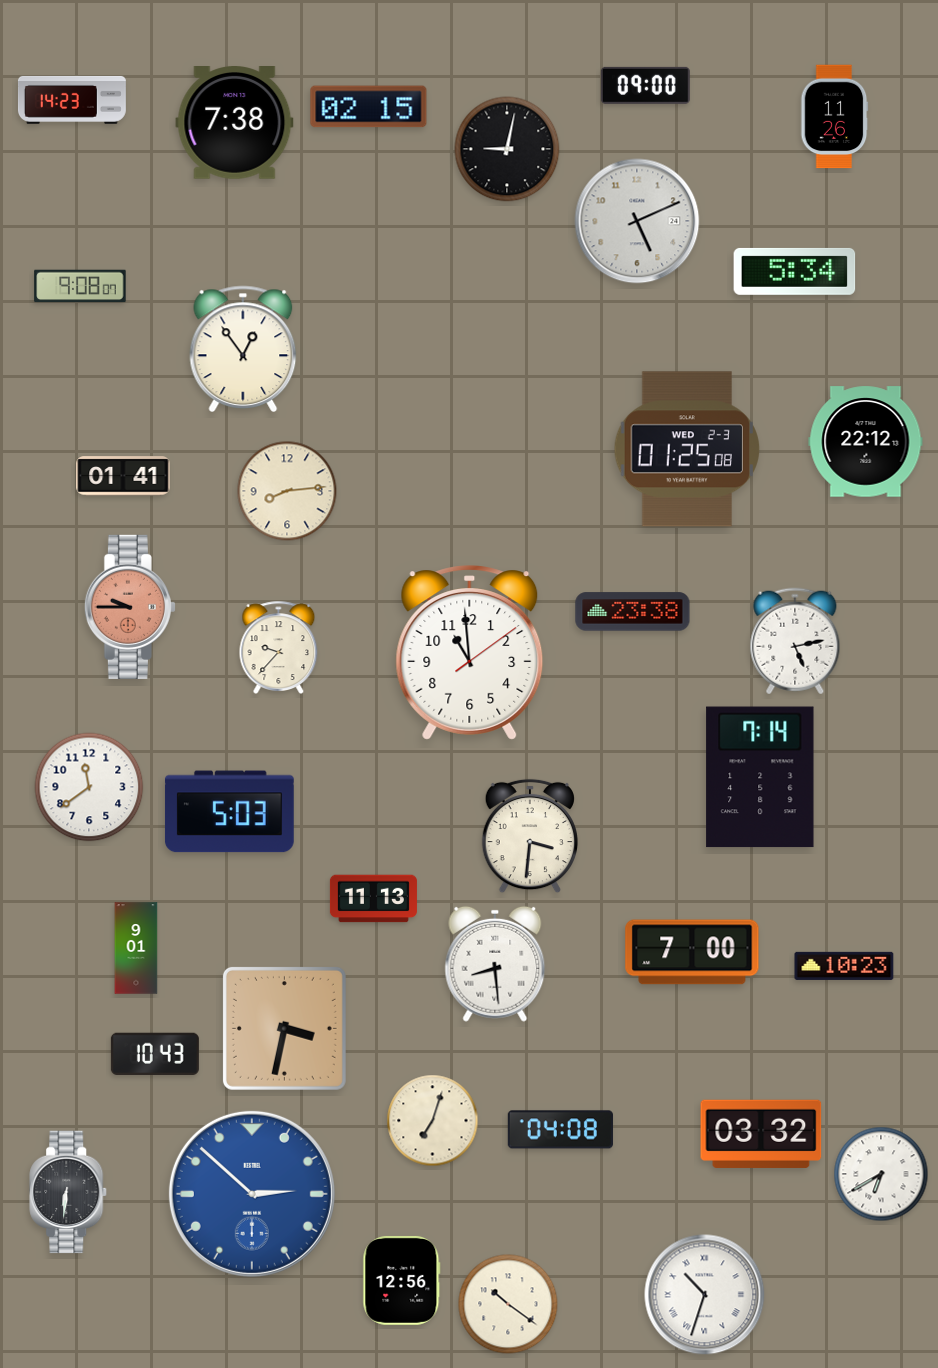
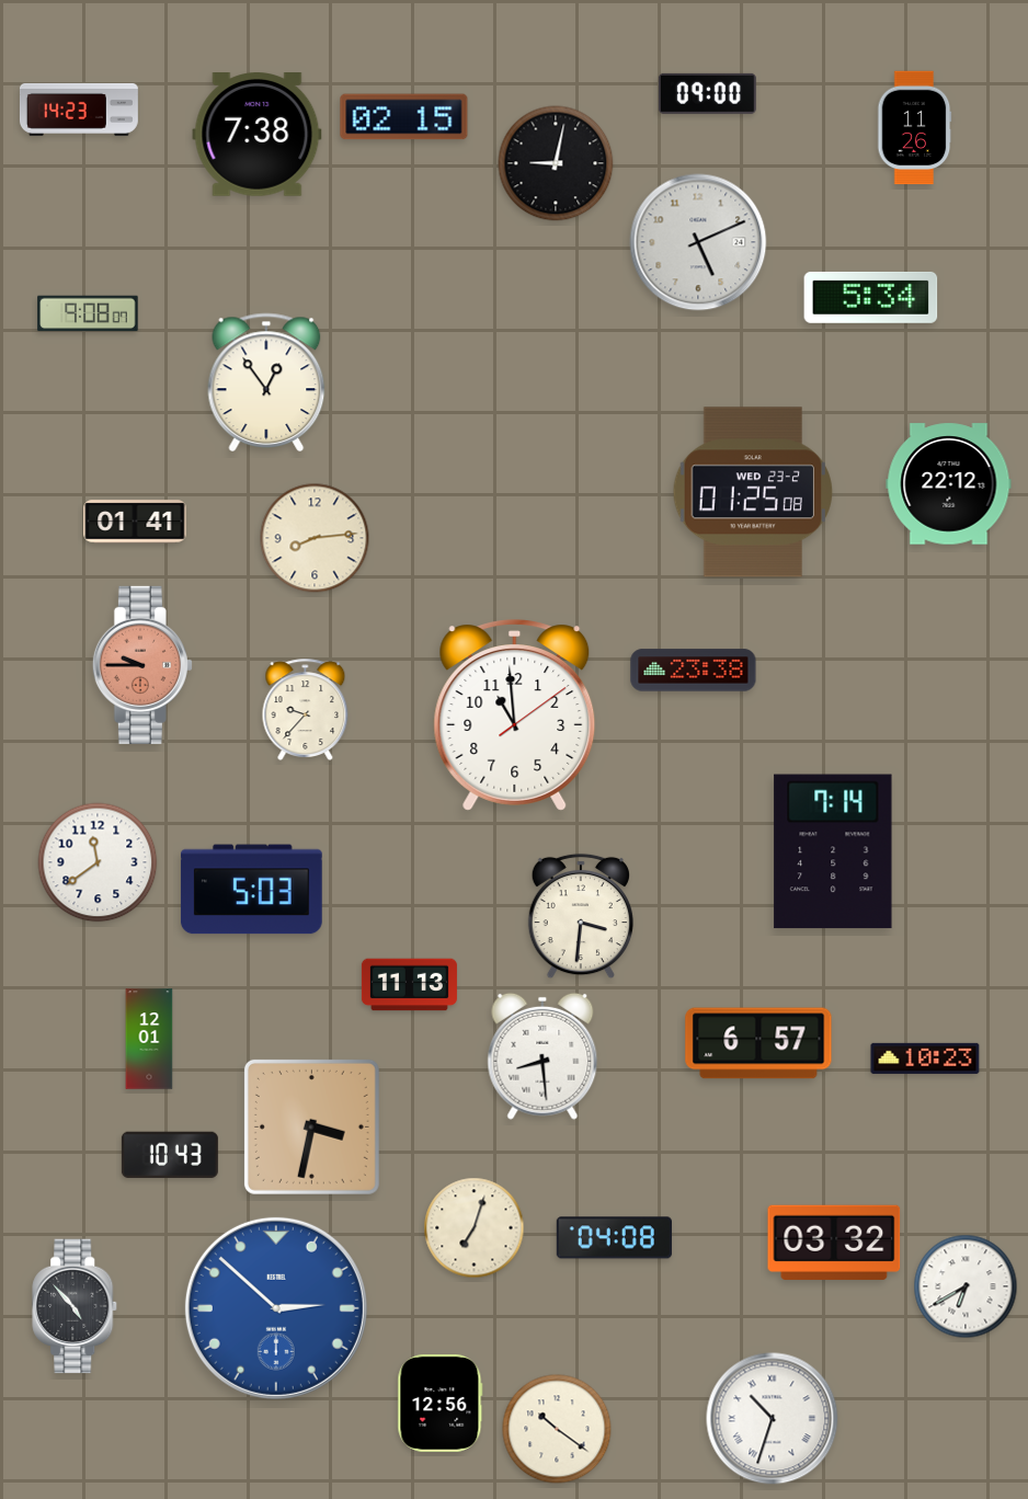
clock at (686, 449) date: WED 2-3 -> WED 23-2
clock at (795, 641): 5:13 -> none
clock at (136, 948): 9:01 -> 12:01
clock at (692, 952): 7:00 -> 6:57
clock at (69, 1192): 6:31 -> 4:53
